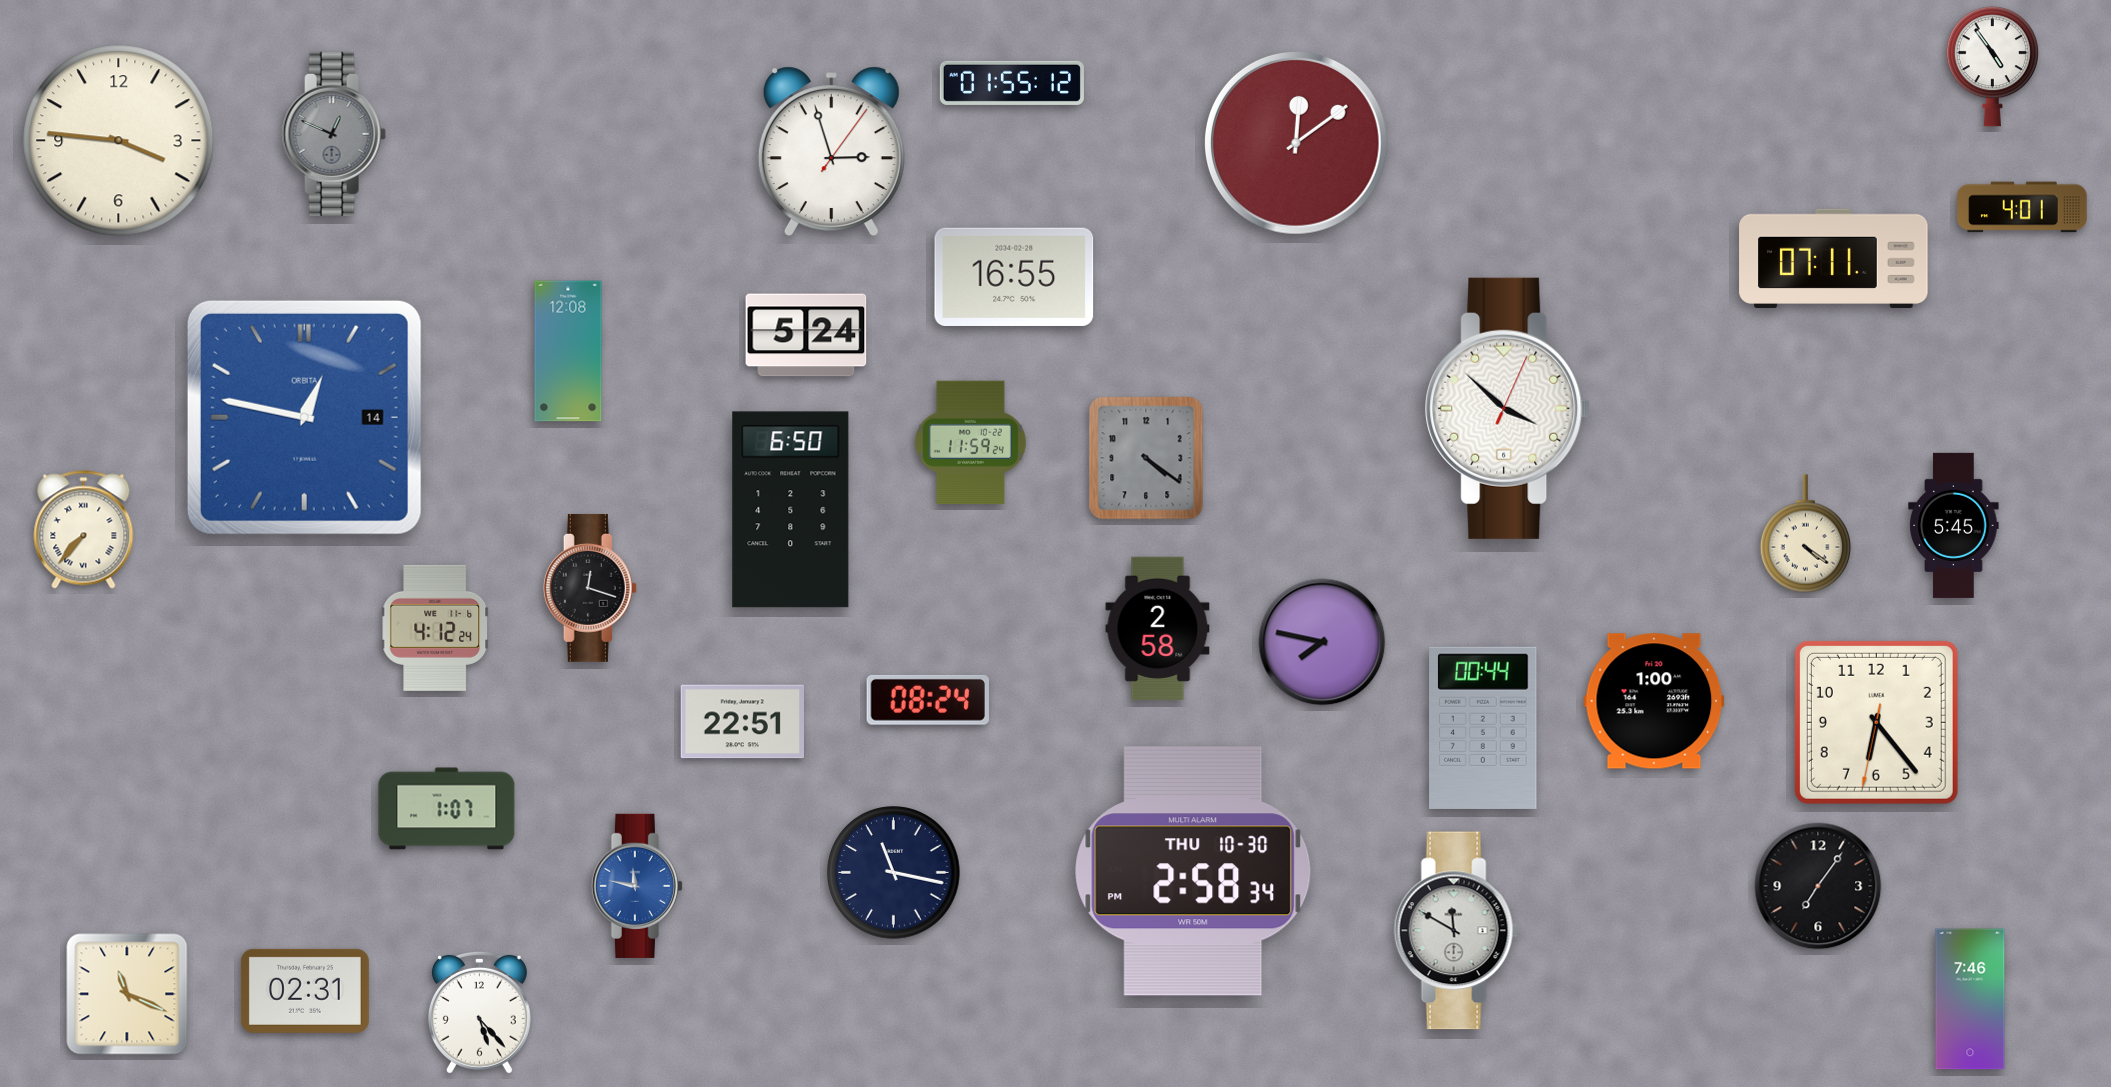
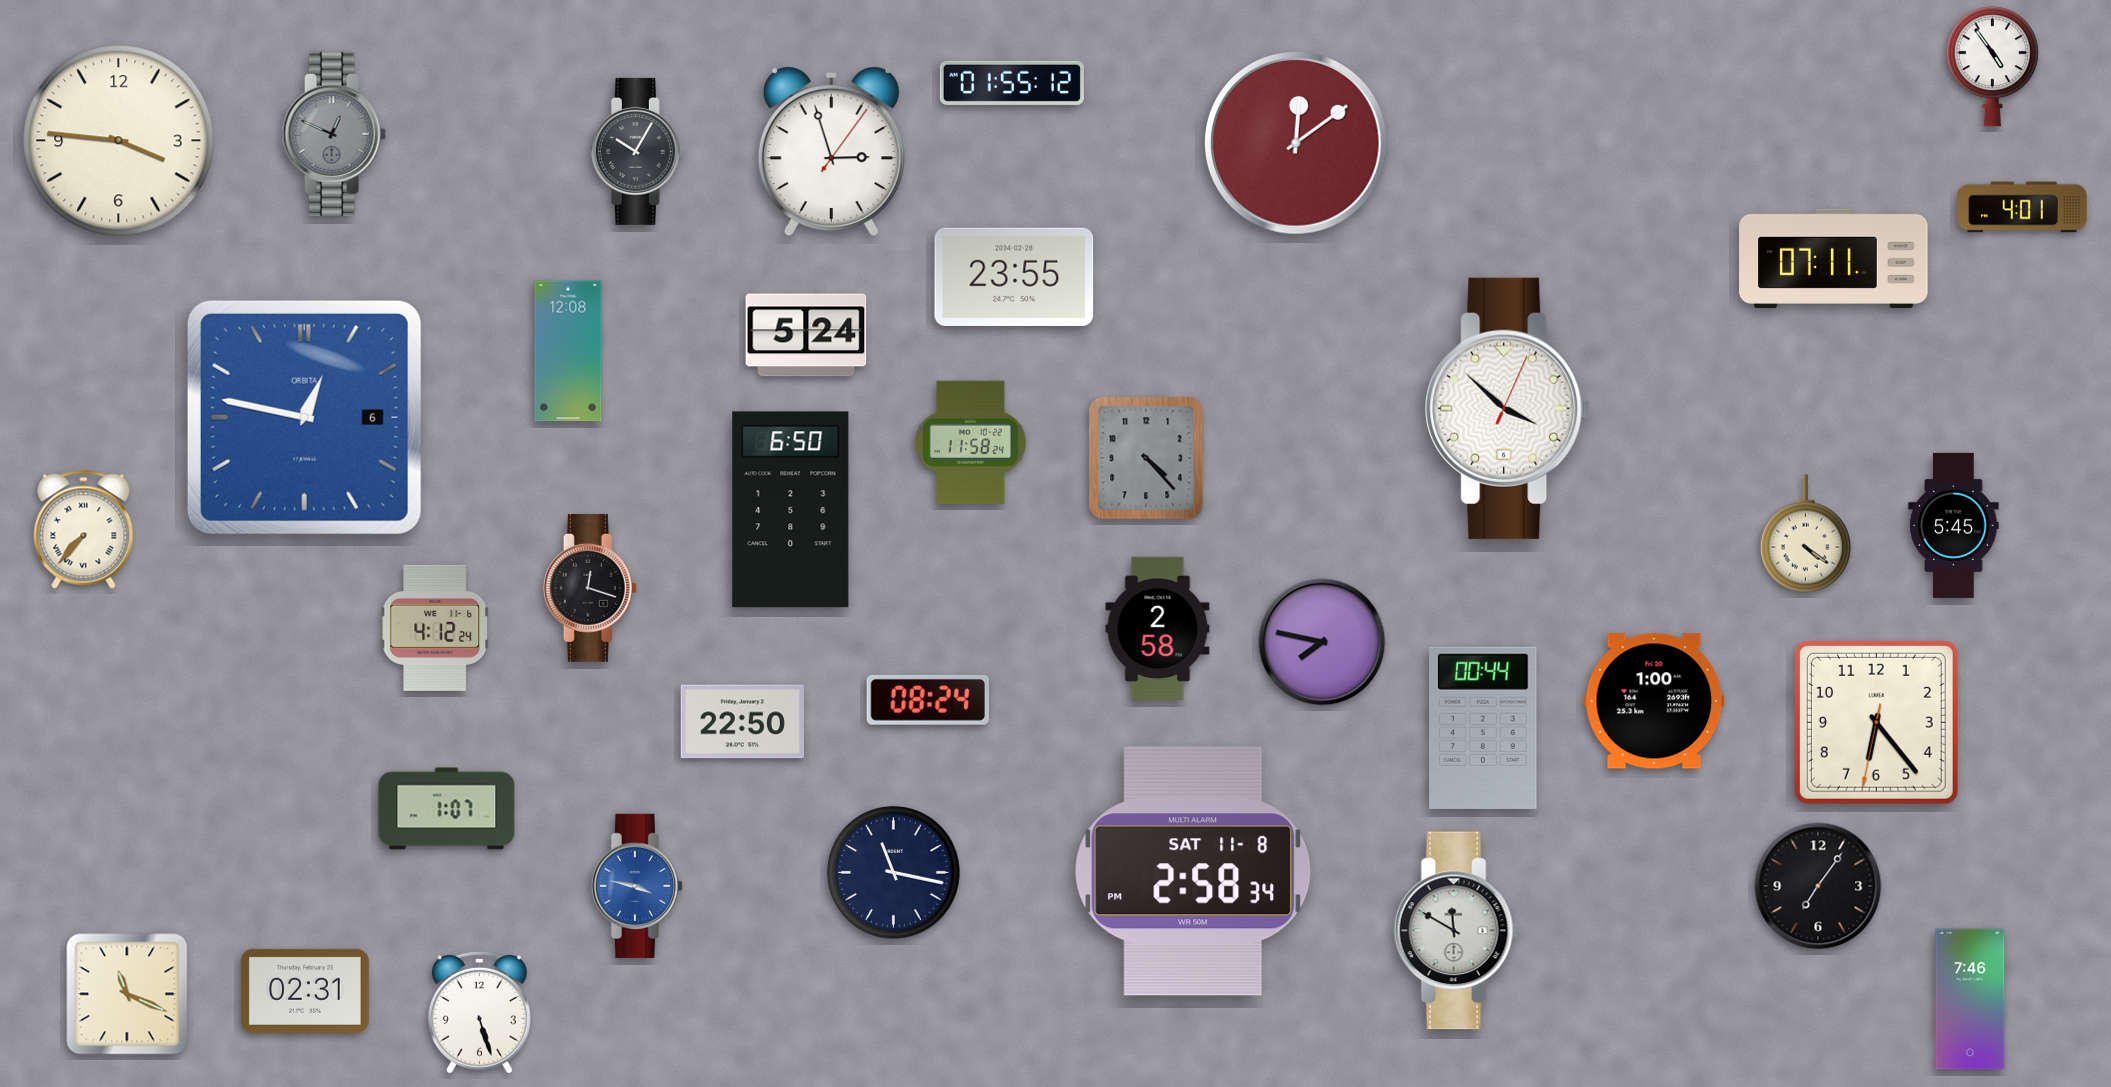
clock at (637, 151): none -> 10:05
clock at (1014, 276): 16:55 -> 23:55
clock at (304, 417) date: 14 -> 6
clock at (970, 443): 11:59 -> 11:58
clock at (1146, 458): 4:21 -> 4:23
clock at (742, 722): 22:51 -> 22:50
clock at (1193, 871) date: THU 10-30 -> SAT 11-8
clock at (637, 886): 11:47 -> 3:47
clock at (479, 1012): 5:23 -> 5:27
